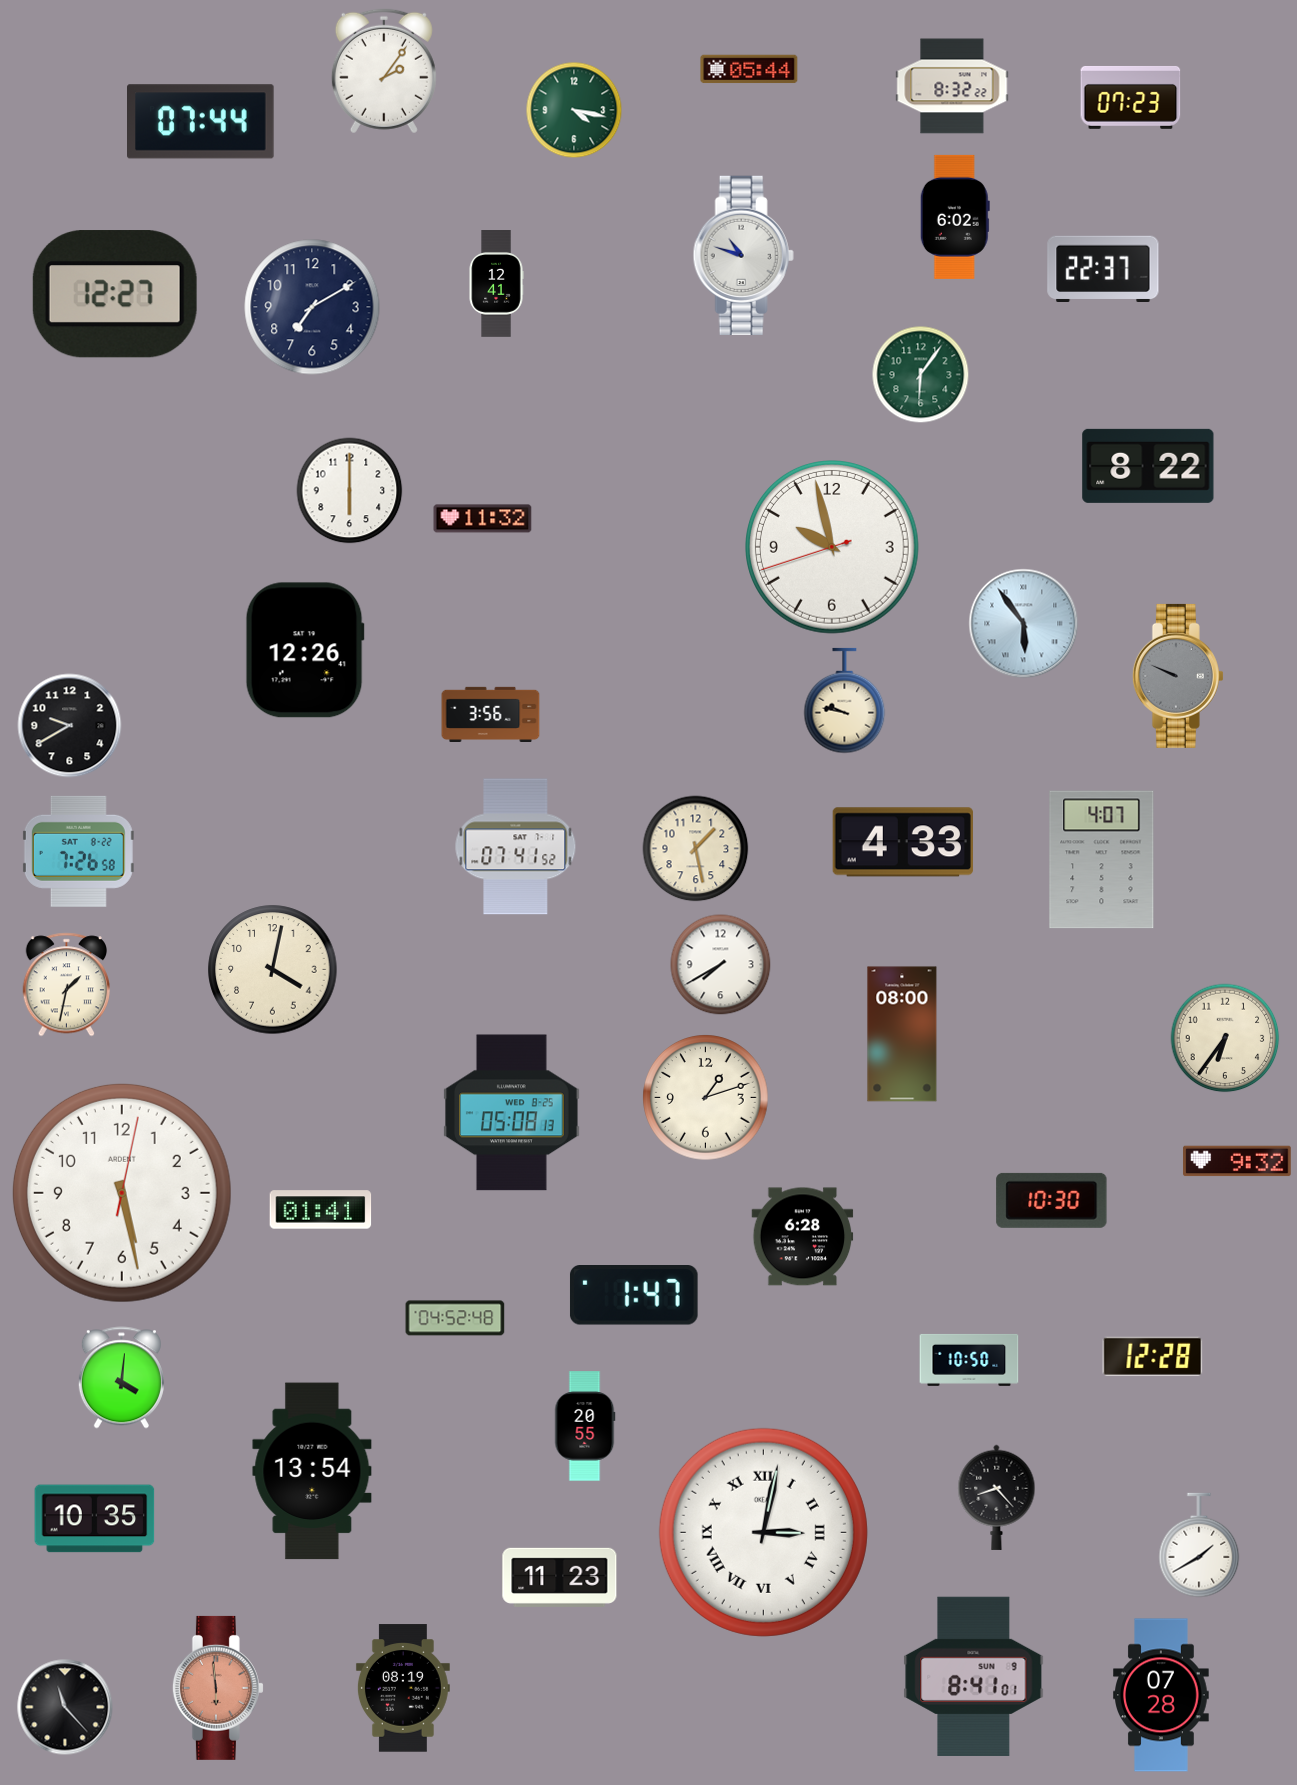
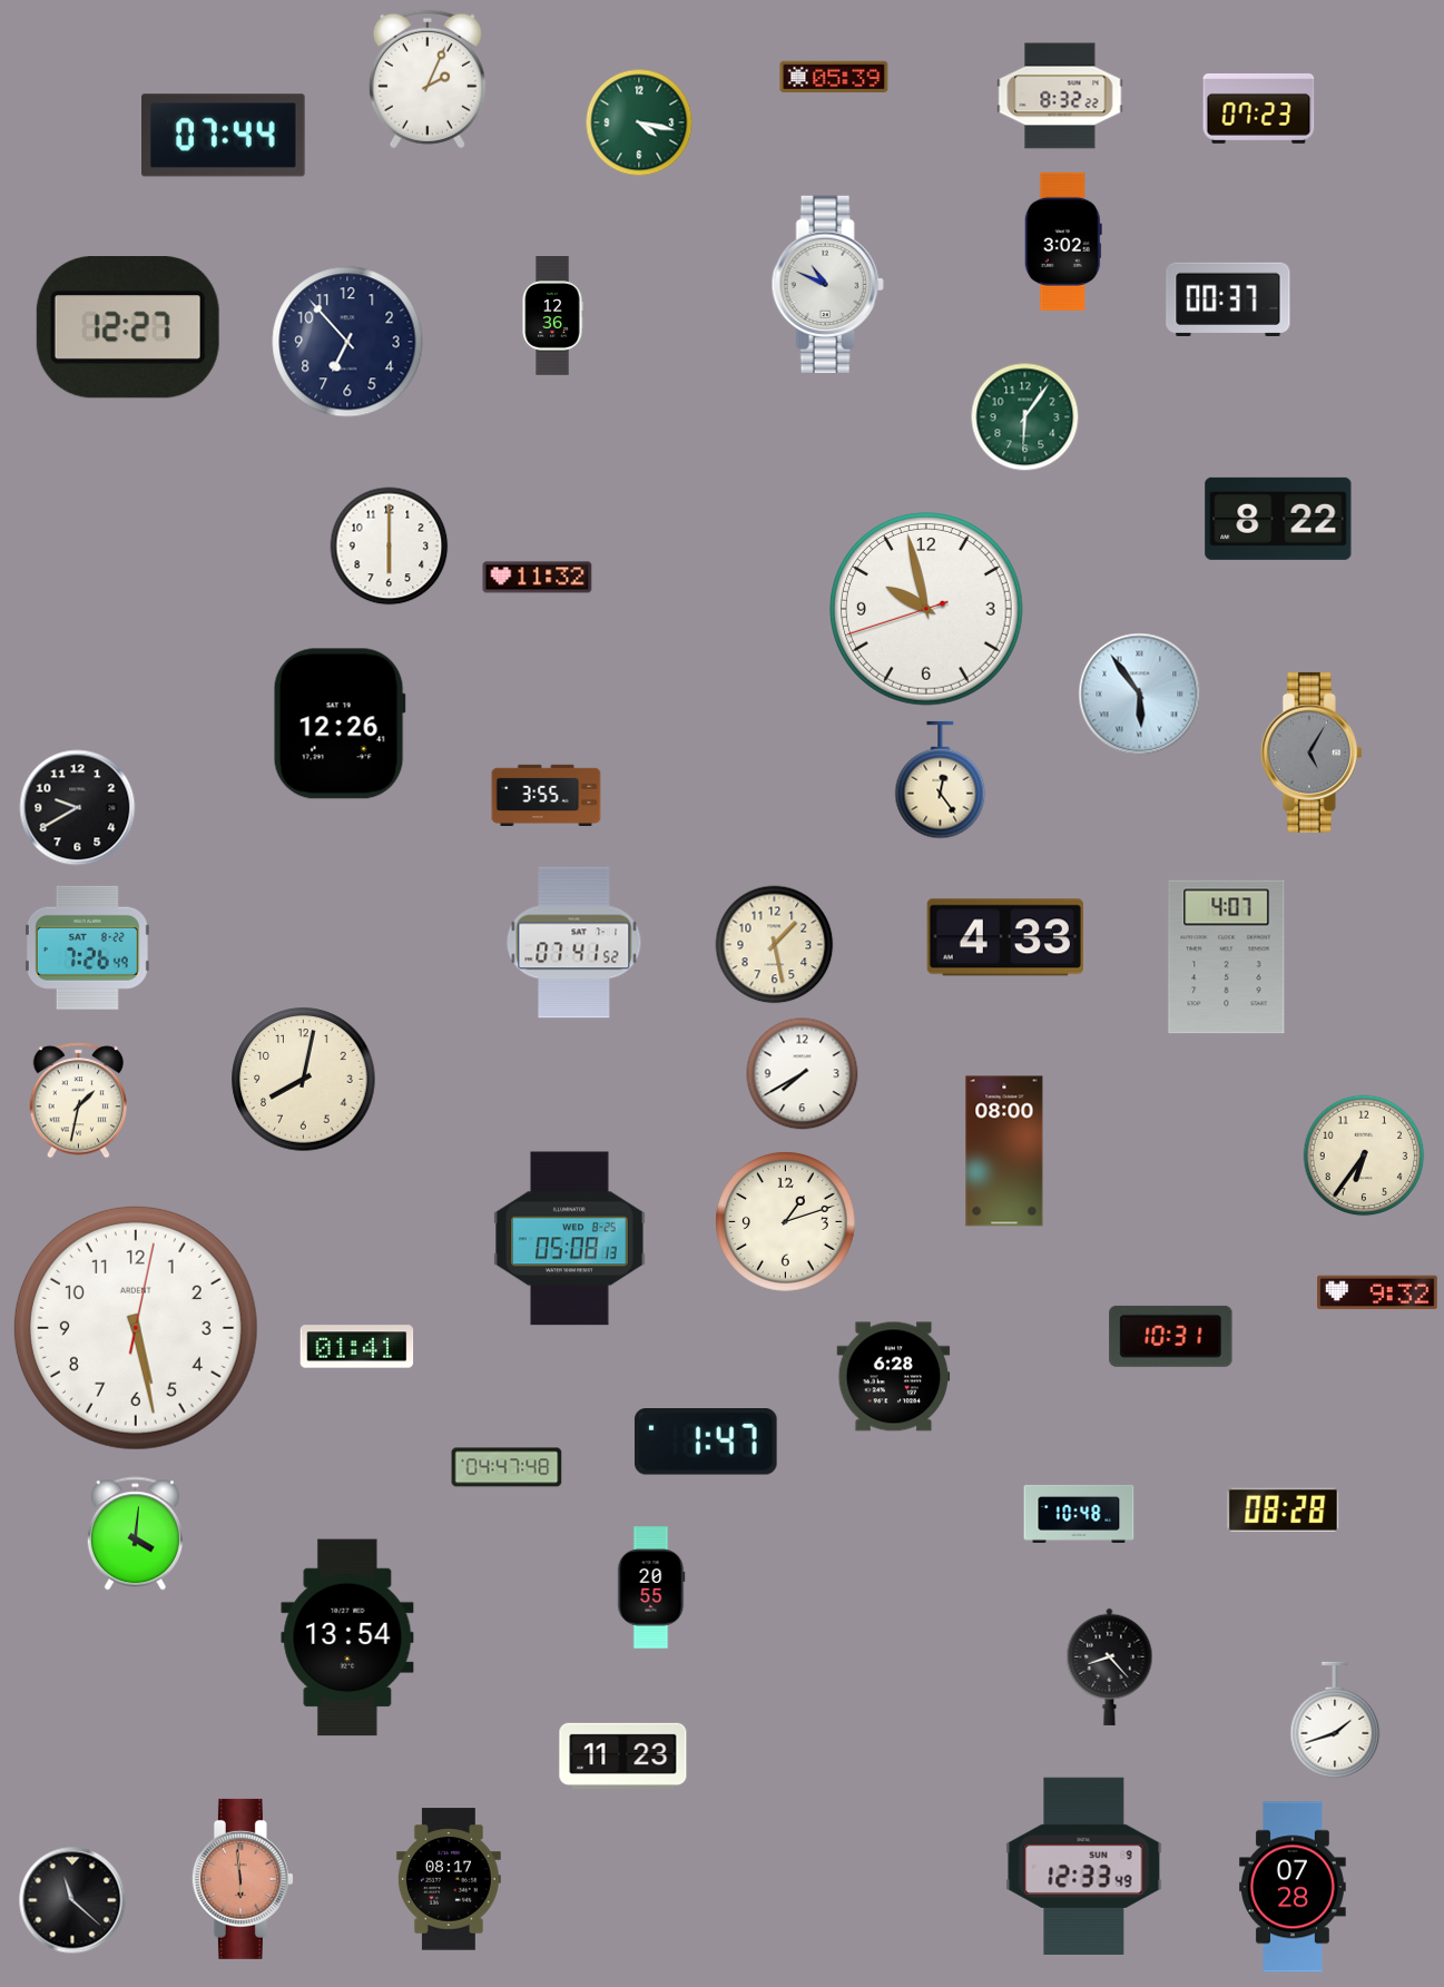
clock at (749, 69): 05:44 -> 05:39
clock at (384, 71): 2:06 -> 2:04
clock at (955, 217): 6:02 -> 3:02
clock at (743, 255): 10:48 -> 10:49
clock at (1103, 269): 22:37 -> 00:37
clock at (496, 284): 12:41 -> 12:36
clock at (312, 307): 7:10 -> 6:53
clock at (1178, 676): 9:49 -> 5:05
clock at (845, 701): 9:47 -> 12:24
clock at (491, 715): 3:56 -> 3:55
clock at (78, 851): 7:26:58 -> 7:26:49
clock at (273, 970): 4:02 -> 8:02
clock at (66, 985) position: (66, 985) -> (78, 1101)
clock at (1052, 1200): 10:30 -> 10:31
clock at (455, 1318): 04:52 -> 04:47
clock at (1153, 1356): 12:28 -> 08:28
clock at (969, 1360): 10:50 -> 10:48
clock at (95, 1519): 10:35 -> none
clock at (763, 1532): 3:02 -> none
clock at (1199, 1545): 1:40 -> 1:42
clock at (974, 1676): 8:41 -> 12:33
clock at (403, 1688): 08:19 -> 08:17
clock at (65, 1707): 11:23 -> 11:22
